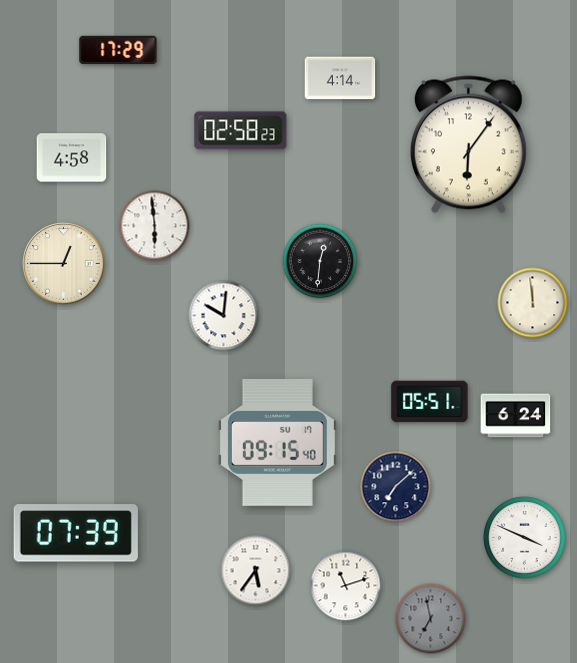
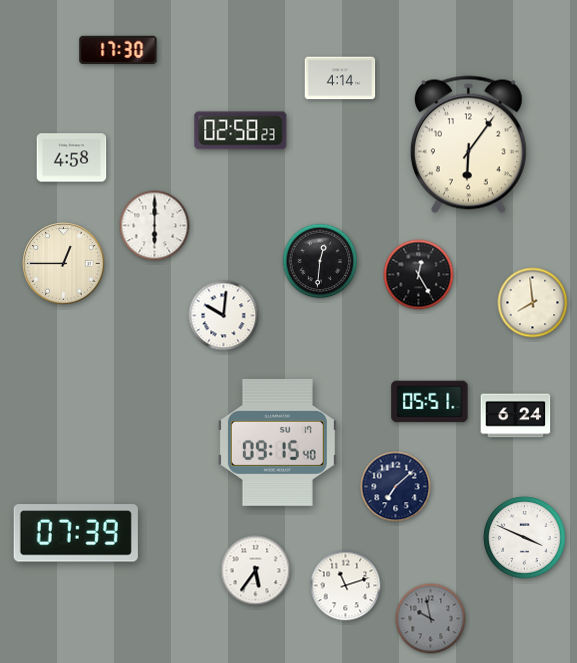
clock at (118, 50): 17:29 -> 17:30
clock at (155, 226): 5:59 -> 6:00
clock at (419, 275): none -> 12:25
clock at (533, 303): 11:59 -> 7:59
clock at (431, 619): 6:58 -> 9:58
